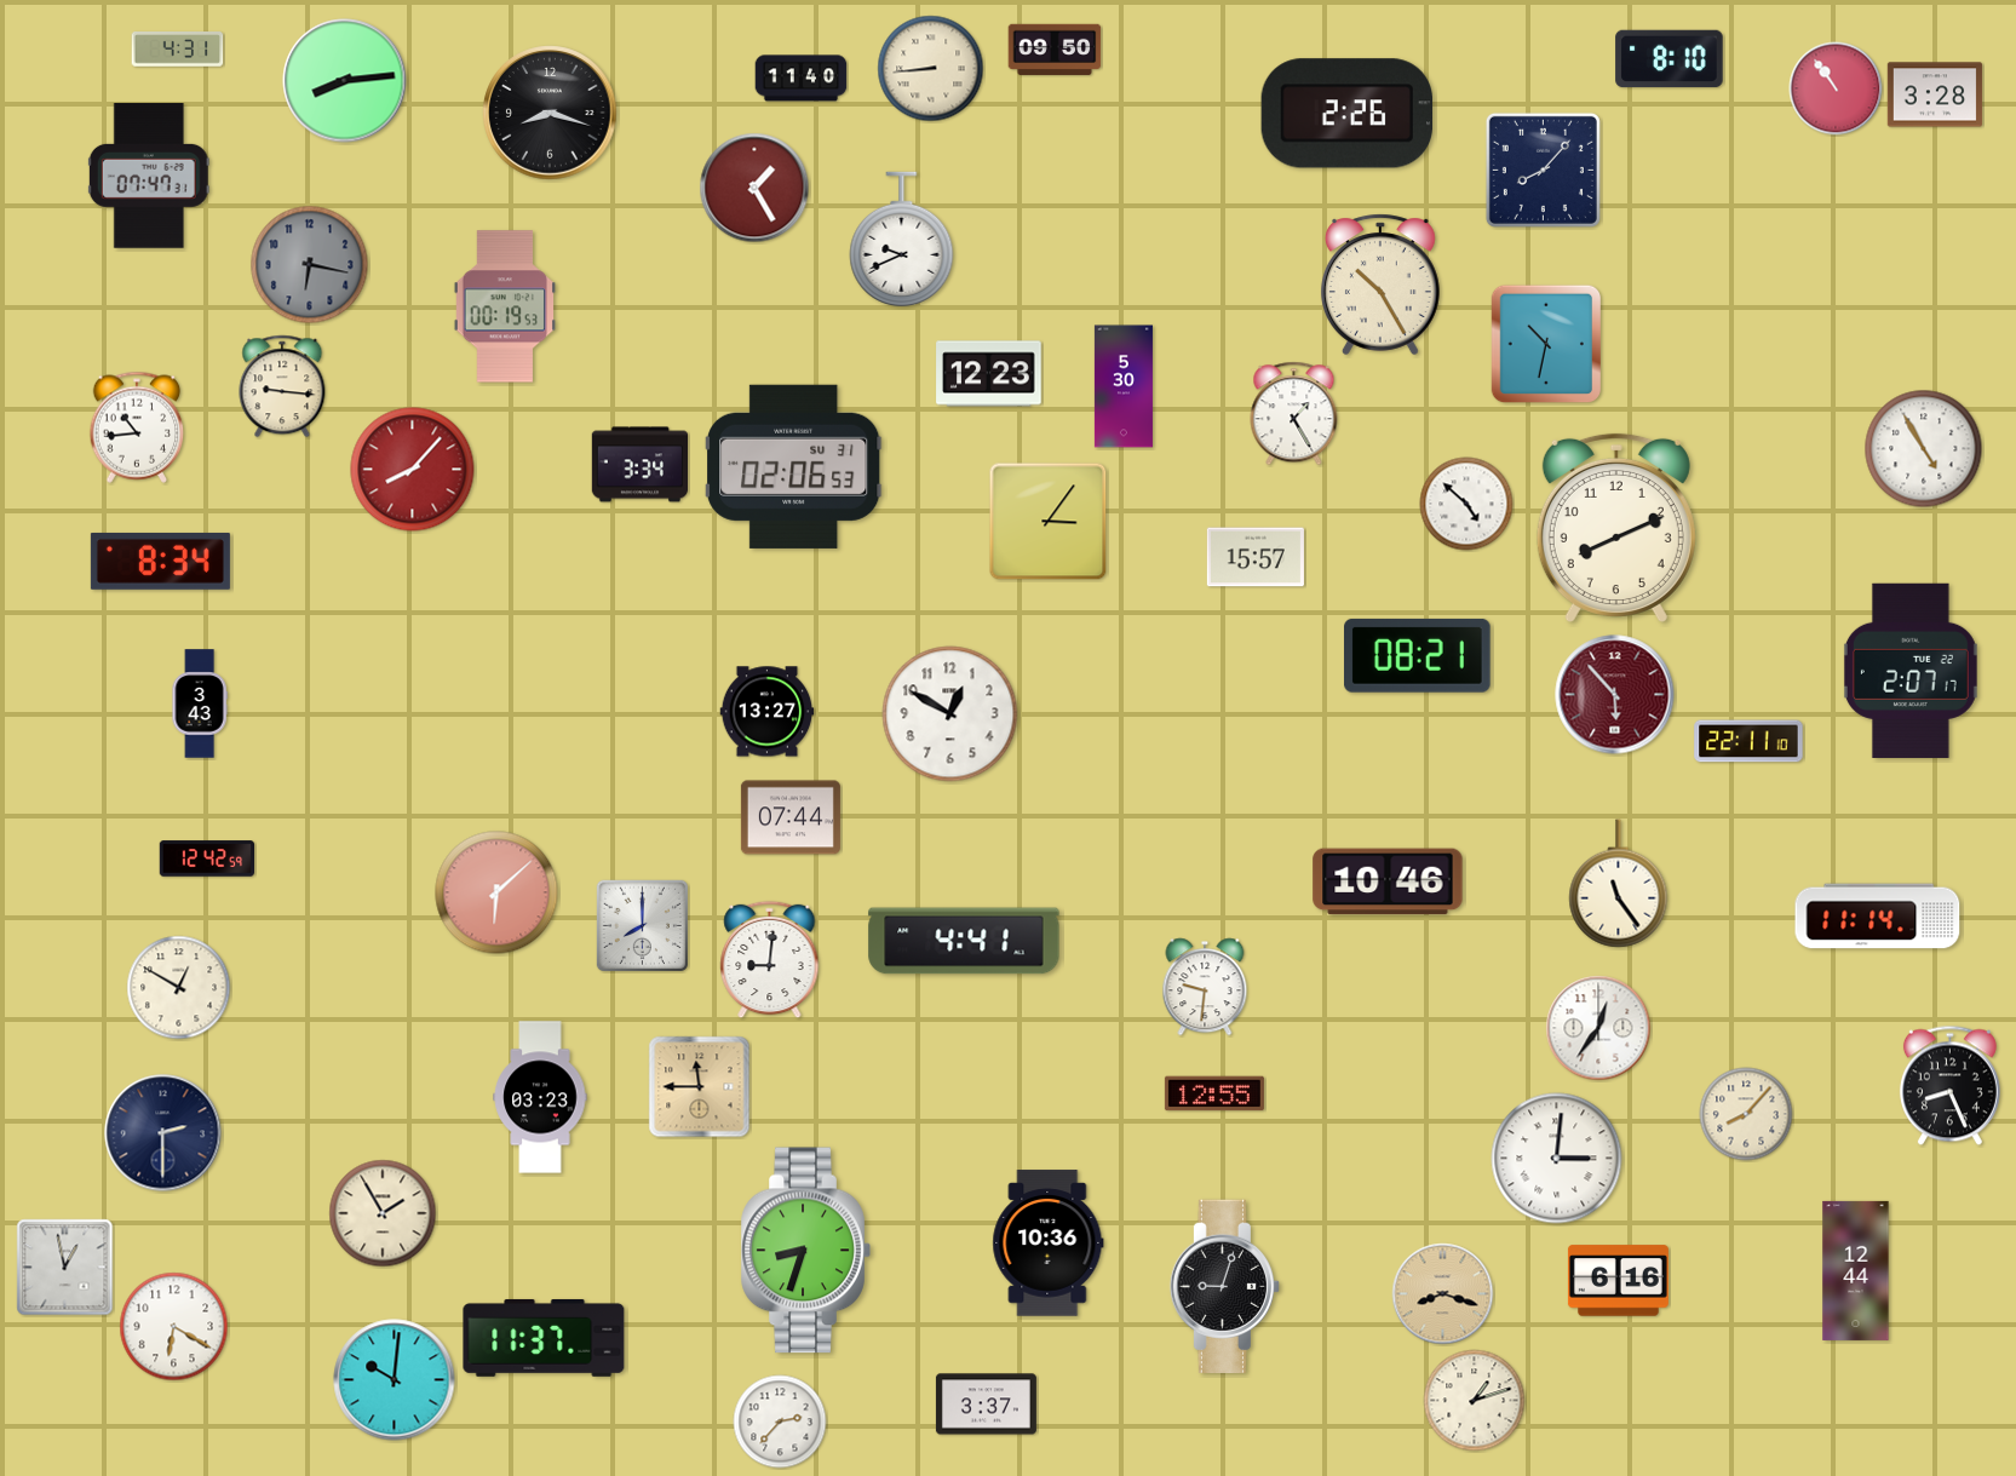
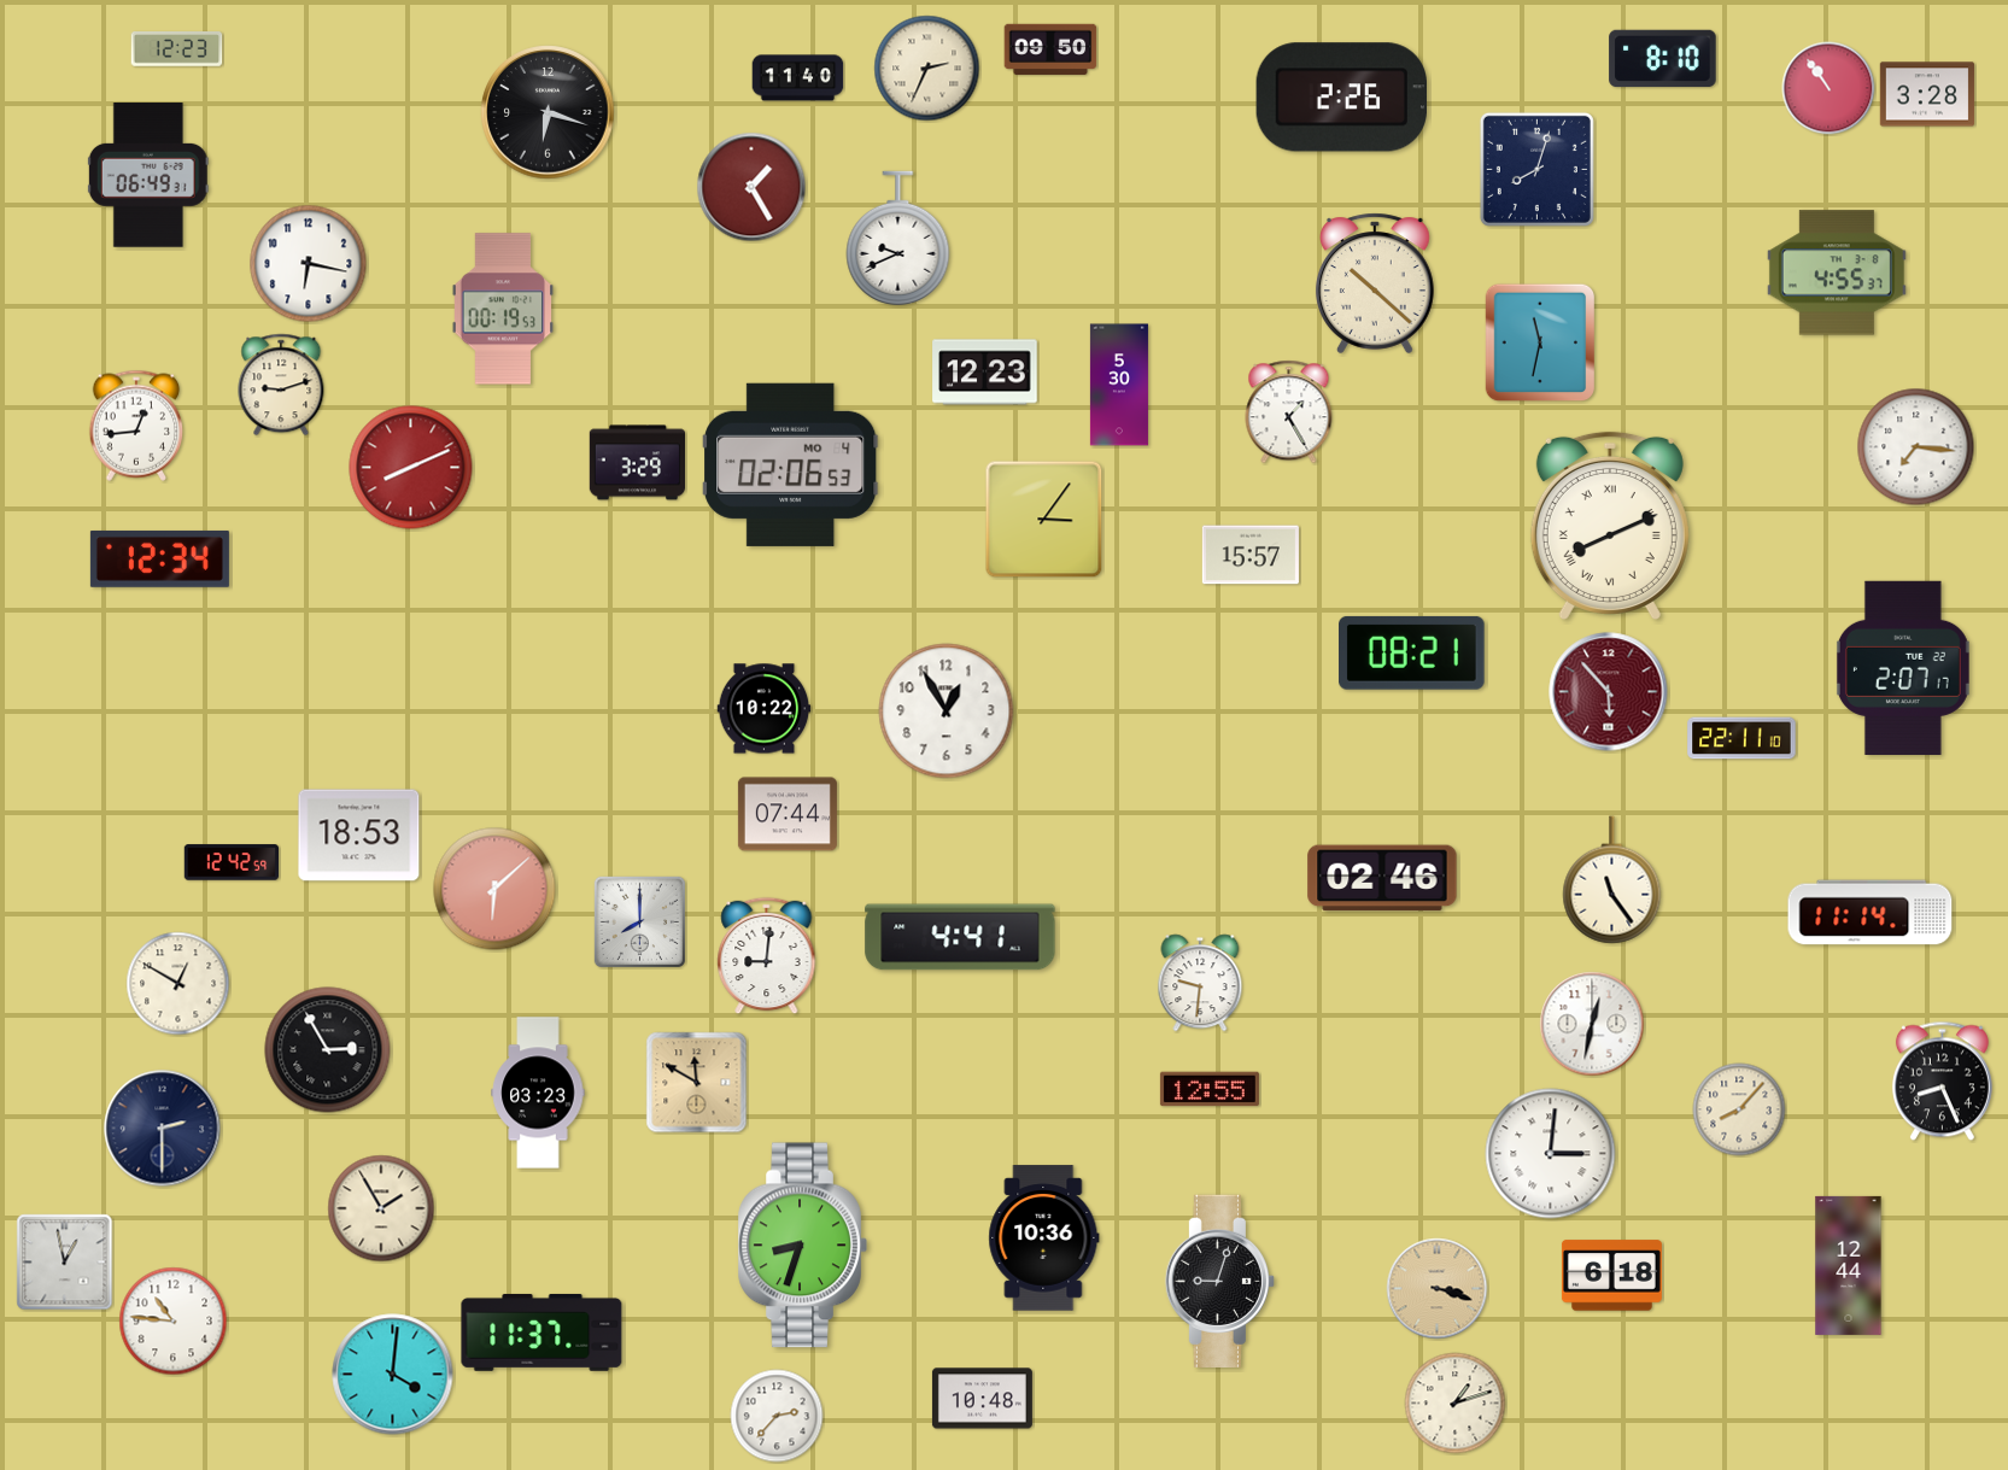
clock at (178, 50): 4:31 -> 12:23
clock at (931, 69): 8:44 -> 2:34
clock at (345, 81): 8:14 -> none
clock at (550, 113): 8:18 -> 6:18
clock at (1346, 114) position: (1346, 114) -> (1341, 98)
clock at (1543, 170): 8:07 -> 8:03
clock at (149, 176): 07:47 -> 06:49
clock at (310, 265) dial: grey -> white
clock at (1837, 273): none -> 4:55
clock at (1380, 285): 10:25 -> 10:22
clock at (504, 306) position: (504, 306) -> (502, 309)
clock at (1546, 344): 10:32 -> 11:32
clock at (282, 386): 9:16 -> 9:12
clock at (137, 427): 10:44 -> 12:44
clock at (1924, 449): 4:55 -> 7:16
clock at (639, 465): 3:34 -> 3:29
clock at (794, 466) date: SU 31 -> MO 4
clock at (413, 470): 8:07 -> 8:11
clock at (1466, 504): 4:52 -> none
clock at (1616, 528) numerals: Arabic -> Roman
clock at (160, 561): 8:34 -> 12:34
clock at (200, 703): 3:43 -> none
clock at (768, 712): 13:27 -> 10:22
clock at (950, 714): 12:50 -> 12:55
clock at (359, 836): none -> 18:53
clock at (207, 858) position: (207, 858) -> (232, 862)
clock at (1388, 881): 10:46 -> 02:46
clock at (1598, 1028): 12:36 -> 12:32
clock at (328, 1050): none -> 2:55
clock at (700, 1087): 11:45 -> 11:50
clock at (1618, 1281): 6:16 -> 6:18
clock at (1443, 1294): 8:18 -> 3:18
clock at (174, 1327): 6:20 -> 10:46
clock at (395, 1380): 10:01 -> 4:01
clock at (1475, 1401) position: (1475, 1401) -> (1456, 1404)
clock at (986, 1405): 3:37 -> 10:48
